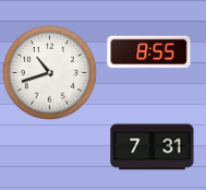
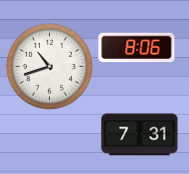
clock at (149, 52): 8:55 -> 8:06
clock at (49, 72) position: (49, 72) -> (49, 66)
